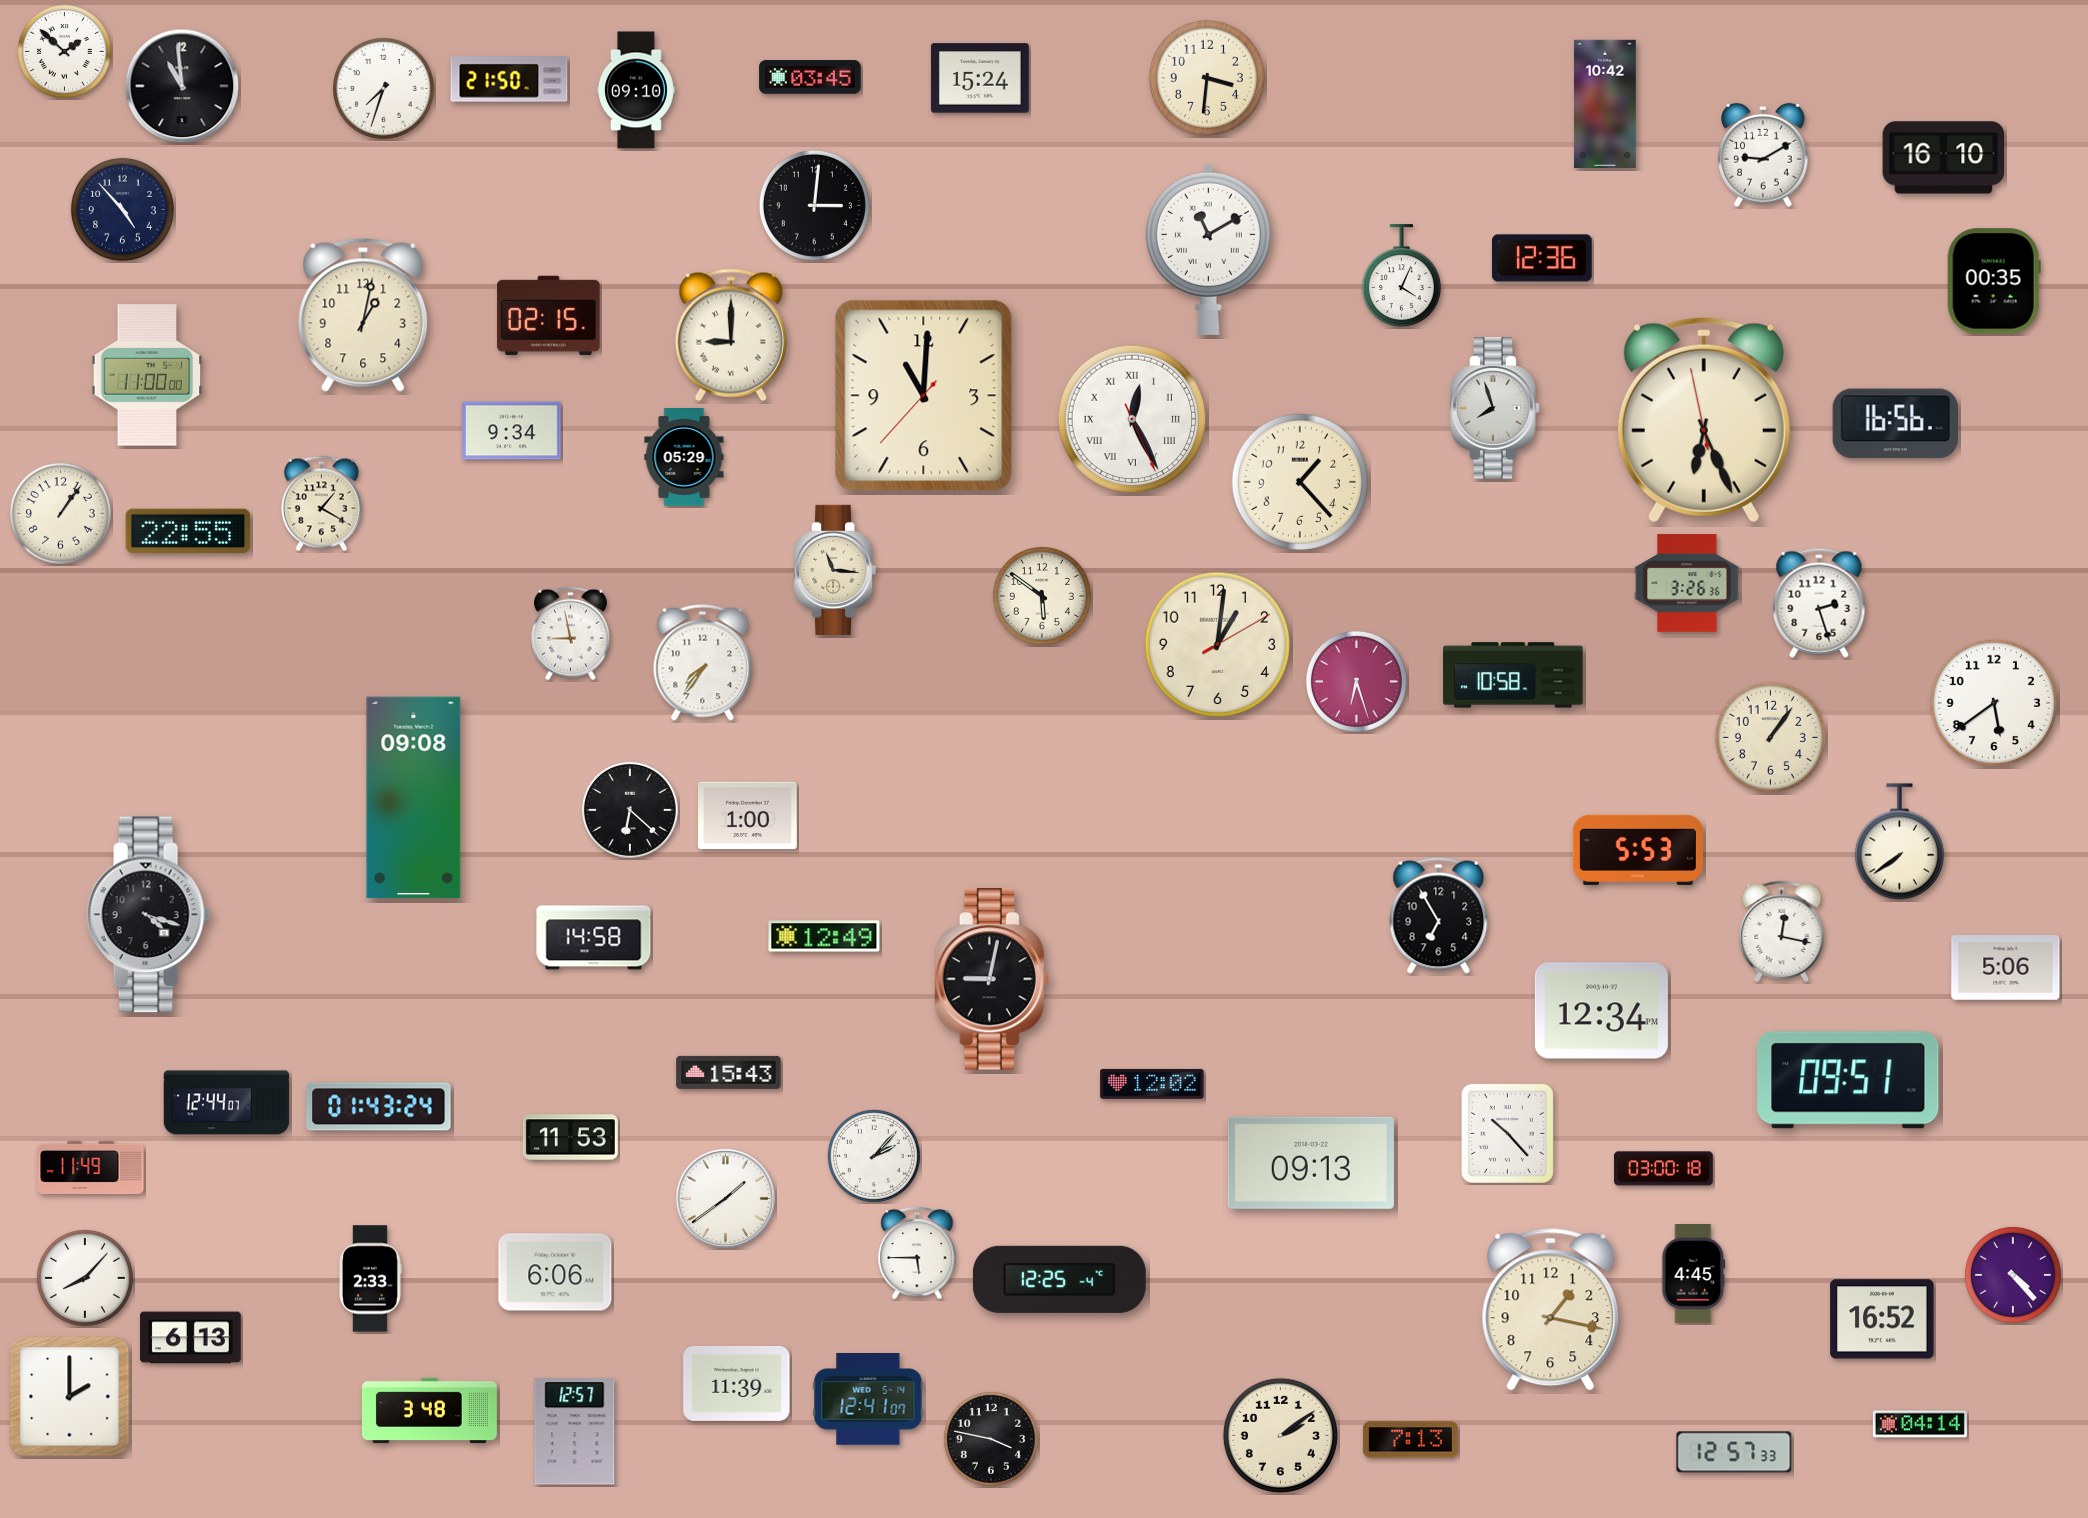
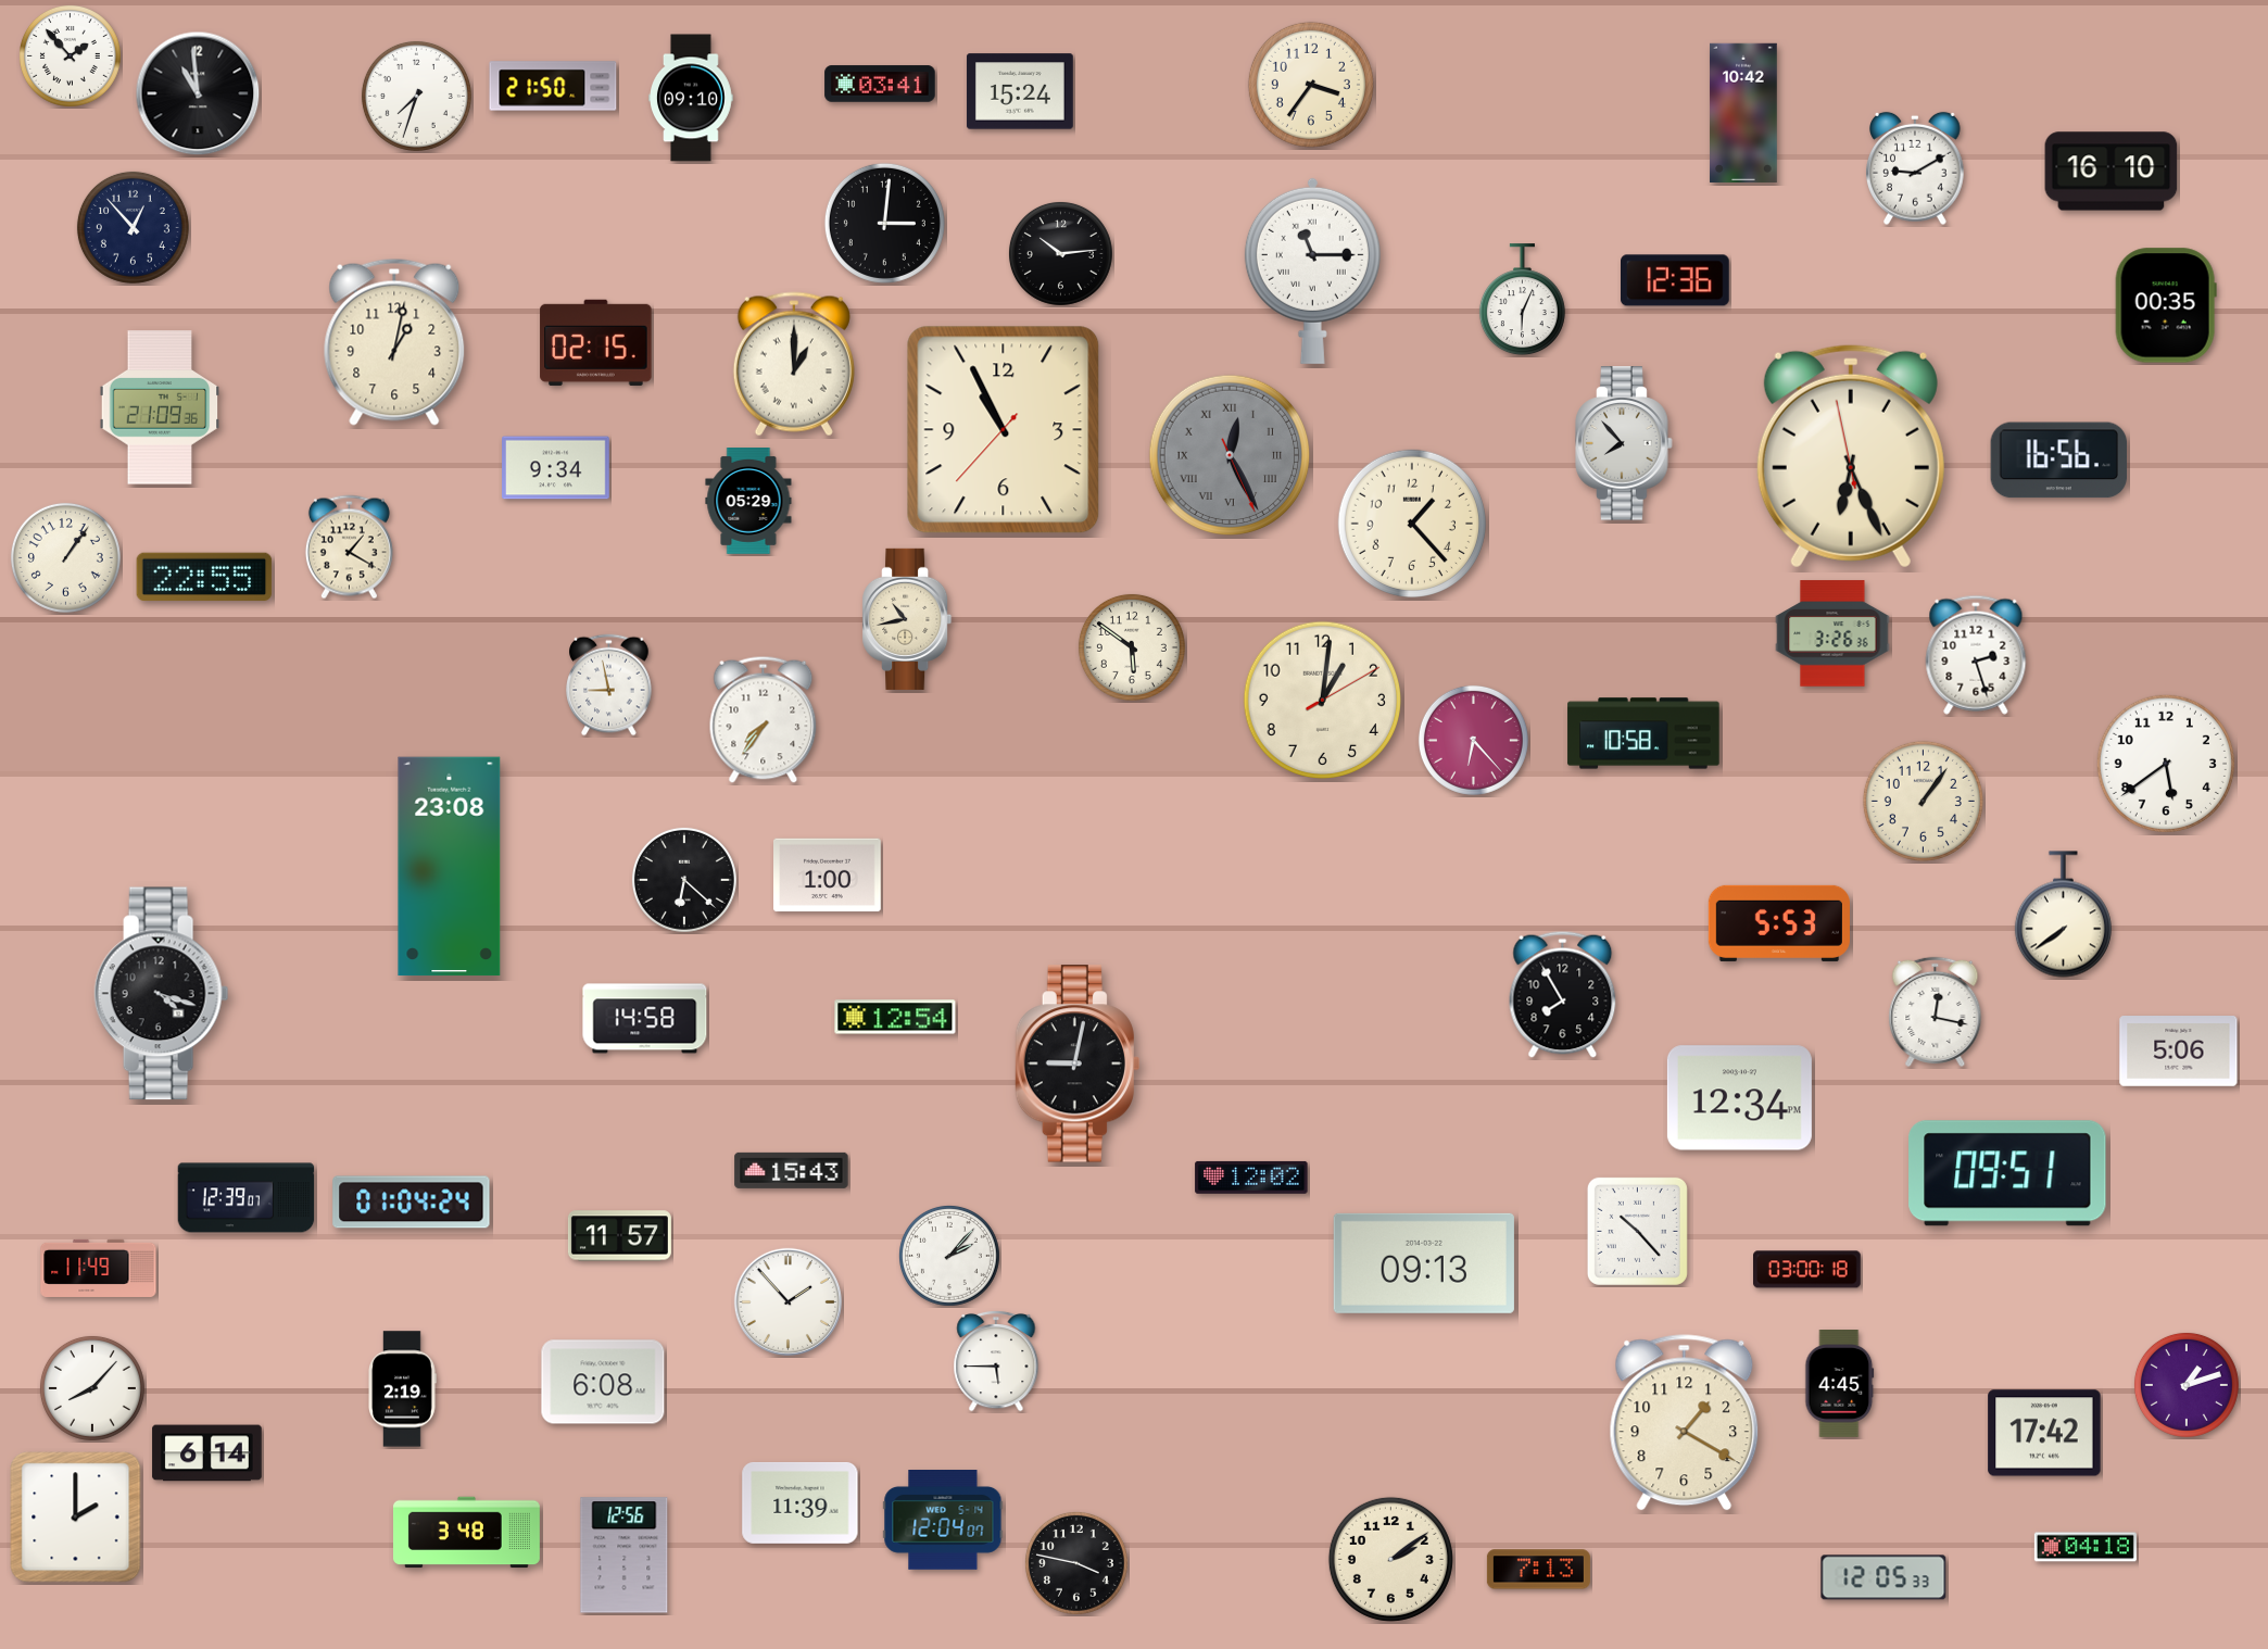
clock at (64, 51): 1:52 -> 1:53
clock at (810, 77): 03:45 -> 03:41
clock at (980, 78) position: (980, 78) -> (1020, 91)
clock at (1207, 78): 3:31 -> 3:36
clock at (122, 209): 4:53 -> 12:53
clock at (1060, 253): none -> 10:14
clock at (1208, 249): 11:10 -> 11:15
clock at (1401, 276): 4:04 -> 6:04
clock at (731, 335): 9:00 -> 1:00
clock at (147, 375): 11:00 -> 21:09
clock at (924, 396): 11:00 -> 10:55
clock at (1495, 408): 7:57 -> 7:53
clock at (1132, 419) dial: white -> grey
clock at (684, 458) position: (684, 458) -> (748, 502)
clock at (835, 570): 11:16 -> 10:43
clock at (571, 634) position: (571, 634) -> (609, 685)
clock at (1356, 681): 6:27 -> 6:23
clock at (414, 798): 09:08 -> 23:08
clock at (748, 816) position: (748, 816) -> (828, 876)
clock at (1439, 915): 6:55 -> 7:55
clock at (824, 936): 12:49 -> 12:54
clock at (729, 1072) position: (729, 1072) -> (792, 1170)
clock at (227, 1103): 12:44 -> 12:39
clock at (379, 1107): 01:43 -> 01:04
clock at (570, 1138): 11:53 -> 11:57
clock at (725, 1198): 1:39 -> 1:53
clock at (555, 1272): 6:06 -> 6:08
clock at (2013, 1275): 4:23 -> 1:12
clock at (371, 1279): 2:33 -> 2:19
clock at (1059, 1279): 12:25 -> none
clock at (1551, 1310): 1:17 -> 1:20
clock at (1882, 1319): 16:52 -> 17:42
clock at (191, 1338): 6:13 -> 6:14
clock at (868, 1400): 12:41 -> 12:04
clock at (1920, 1424): 04:14 -> 04:18
clock at (575, 1432): 12:57 -> 12:56
clock at (1410, 1440) position: (1410, 1440) -> (1538, 1570)
clock at (1734, 1452): 12:57 -> 12:05
